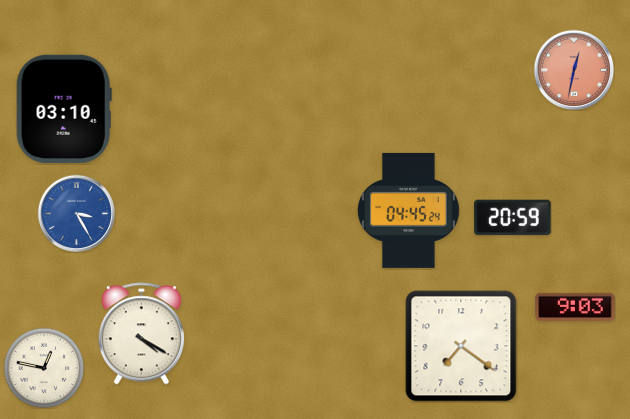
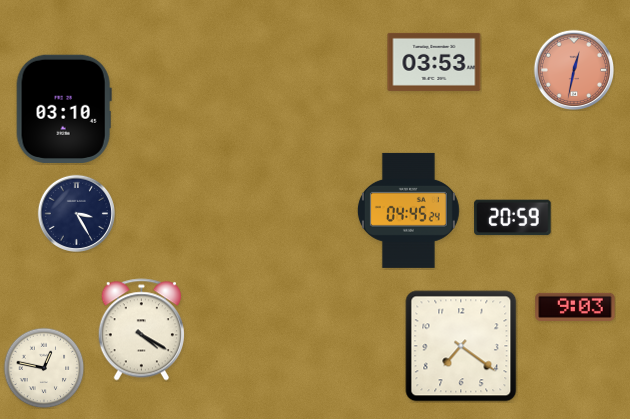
clock at (434, 62): none -> 03:53
clock at (76, 213) dial: blue -> navy
clock at (141, 334) position: (141, 334) -> (141, 330)
